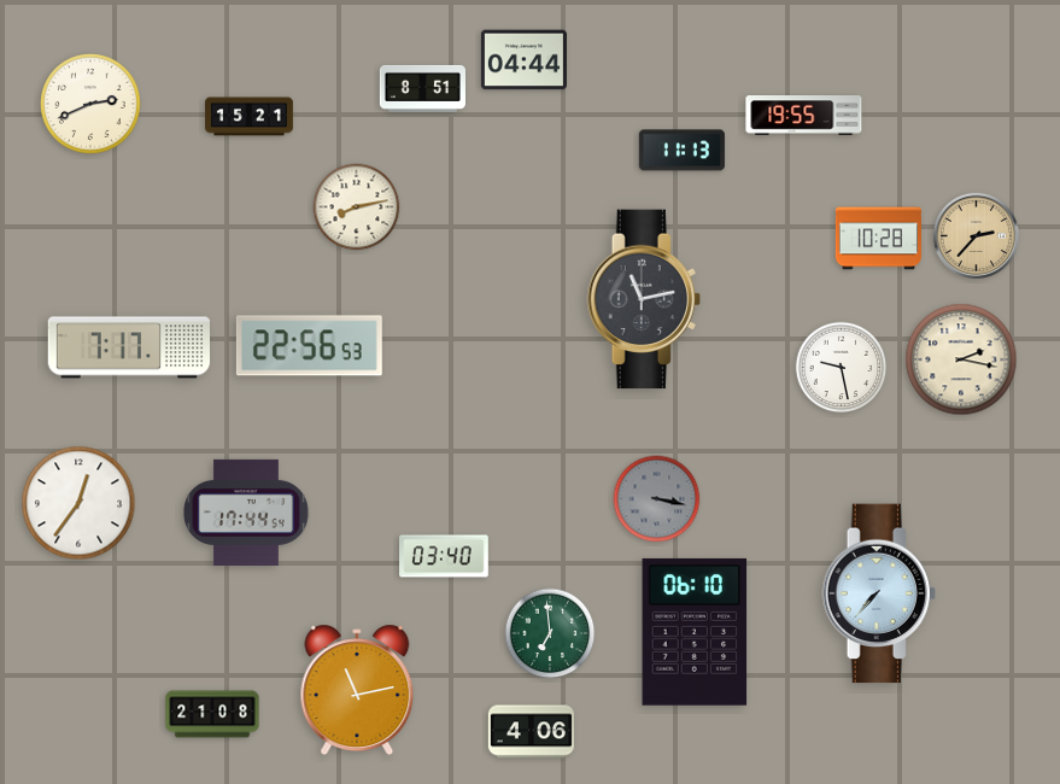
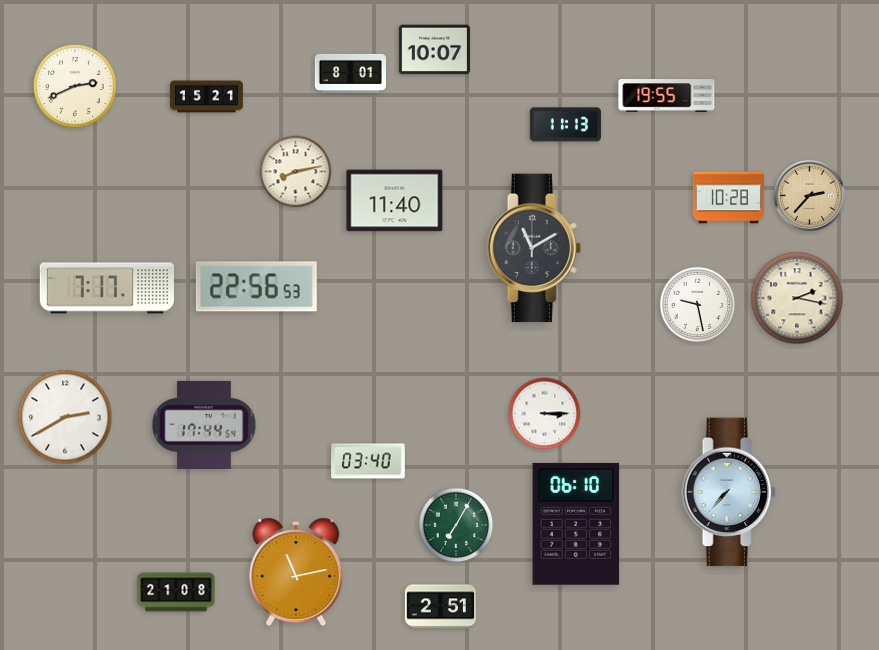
clock at (523, 60): 04:44 -> 10:07
clock at (422, 88): 8:51 -> 8:01
clock at (395, 201): none -> 11:40
clock at (644, 299): 11:13 -> 11:10
clock at (657, 499): 3:17 -> 3:15
clock at (657, 499) dial: grey -> white
clock at (78, 503): 12:36 -> 2:40
clock at (550, 633): 6:59 -> 7:05
clock at (531, 732): 4:06 -> 2:51
